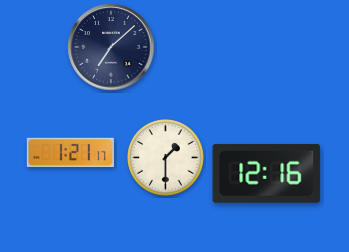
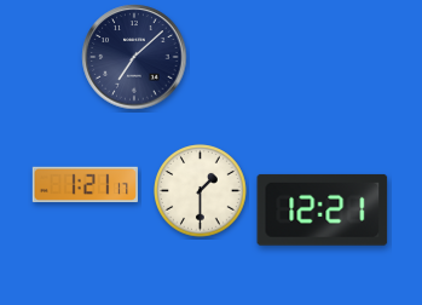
clock at (267, 173): 12:16 -> 12:21
